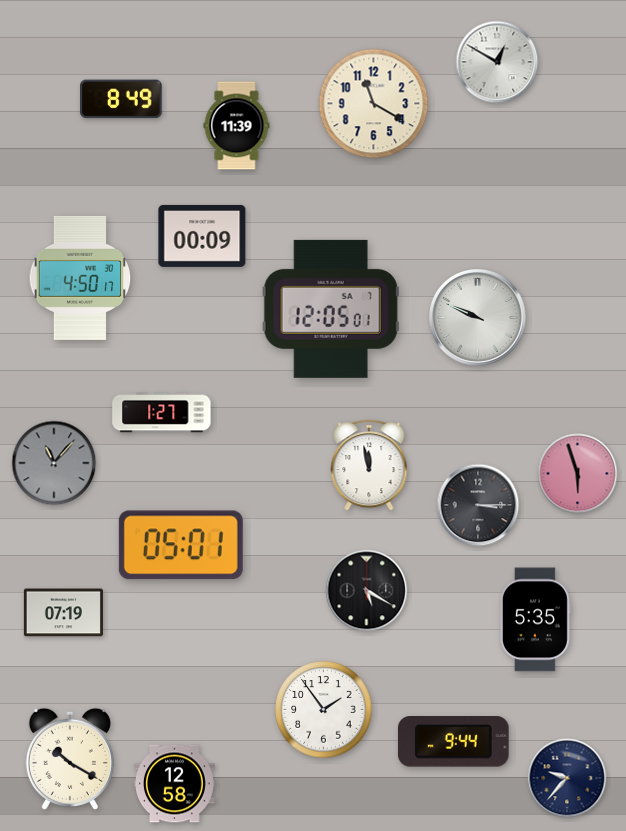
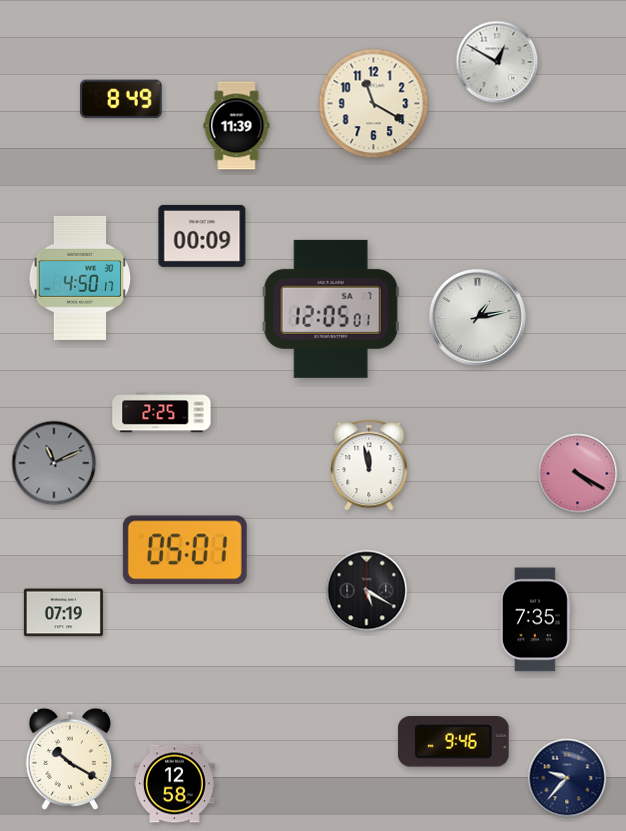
clock at (478, 318): 9:49 -> 1:13
clock at (162, 413): 1:27 -> 2:25
clock at (54, 463): 11:07 -> 11:11
clock at (578, 474): 5:57 -> 4:20
clock at (478, 505): 3:15 -> none
clock at (181, 545) position: (181, 545) -> (185, 550)
clock at (535, 620): 5:35 -> 7:35
clock at (324, 710): 1:54 -> none
clock at (453, 742): 9:44 -> 9:46
